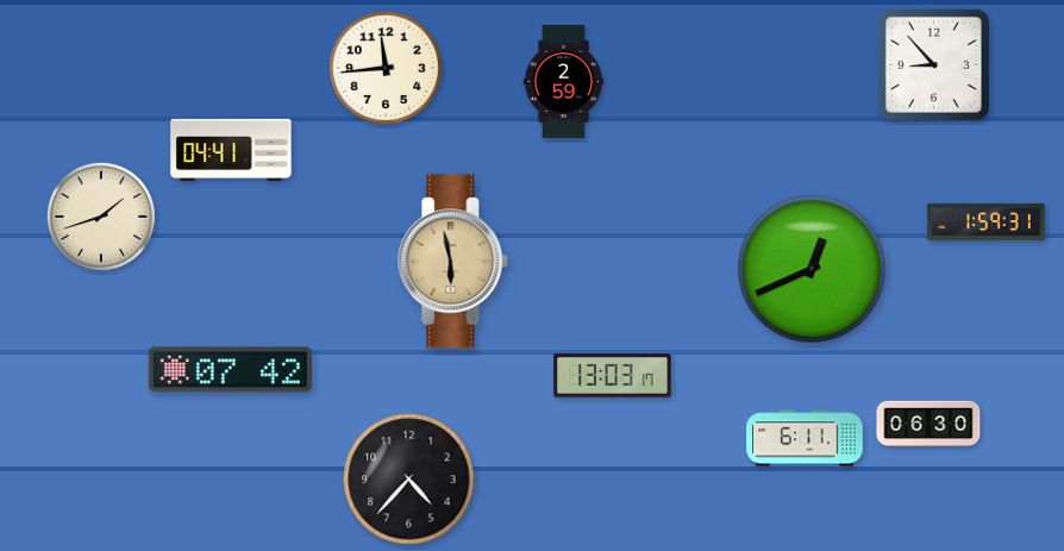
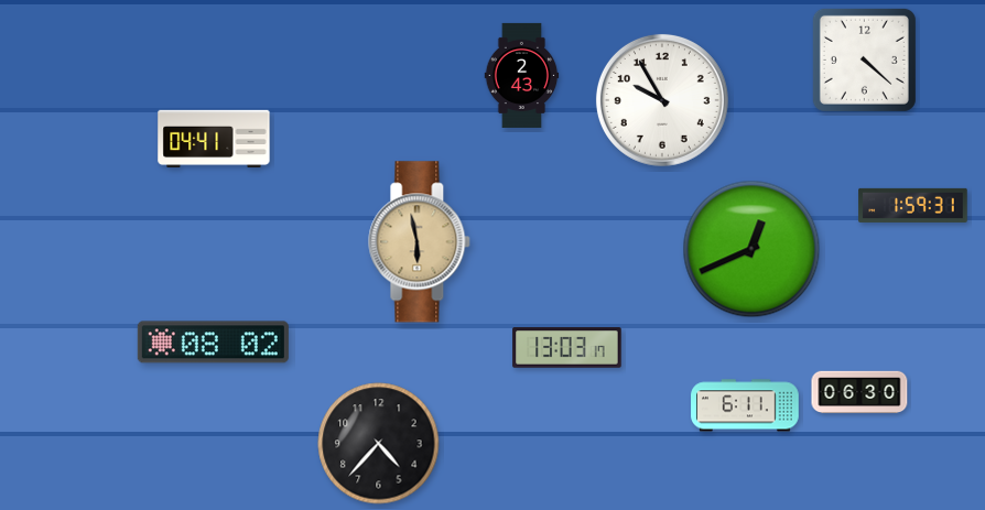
clock at (933, 64): 8:53 -> 4:22
clock at (386, 68): 11:44 -> none
clock at (564, 81): 2:59 -> 2:43
clock at (662, 100): none -> 9:55
clock at (101, 217): 1:42 -> none
clock at (230, 370): 07:42 -> 08:02
